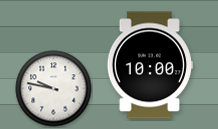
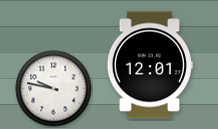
clock at (150, 65): 10:00 -> 12:01
